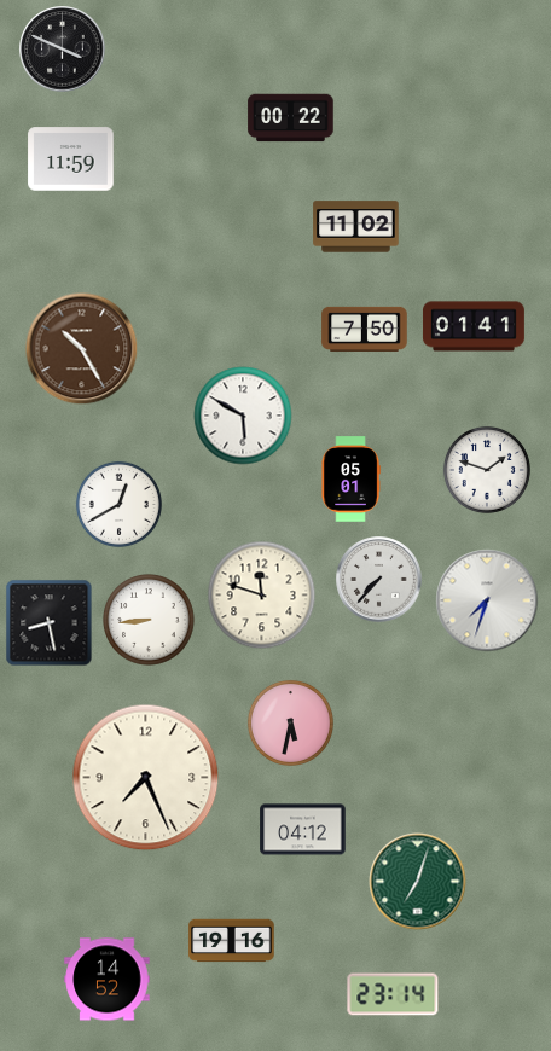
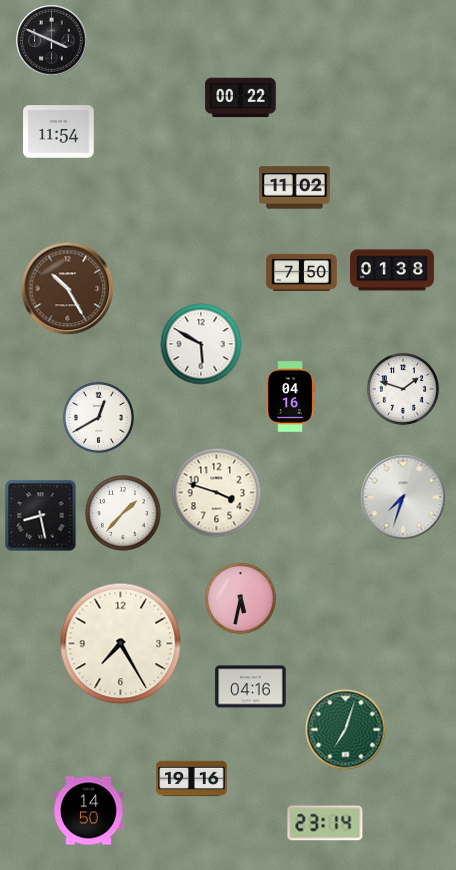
clock at (71, 159): 11:59 -> 11:54
clock at (474, 326): 01:41 -> 01:38
clock at (350, 480): 05:01 -> 04:16
clock at (379, 580): 7:37 -> none
clock at (262, 596): 11:48 -> 3:48
clock at (149, 620): 8:44 -> 1:37
clock at (146, 778): 7:26 -> 7:25
clock at (303, 830): 04:12 -> 04:16
clock at (108, 980): 14:52 -> 14:50
